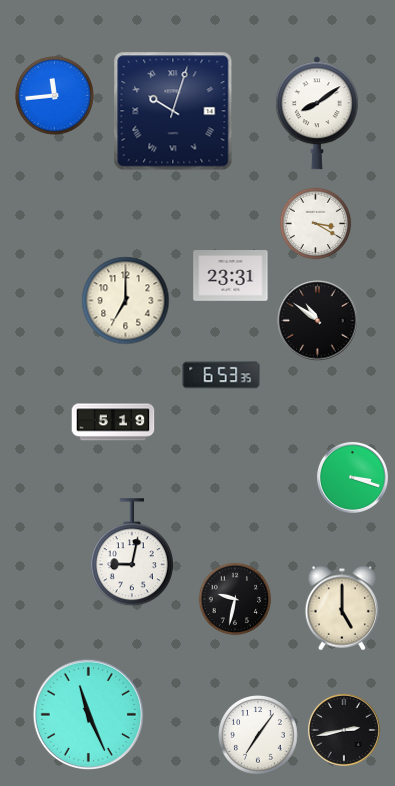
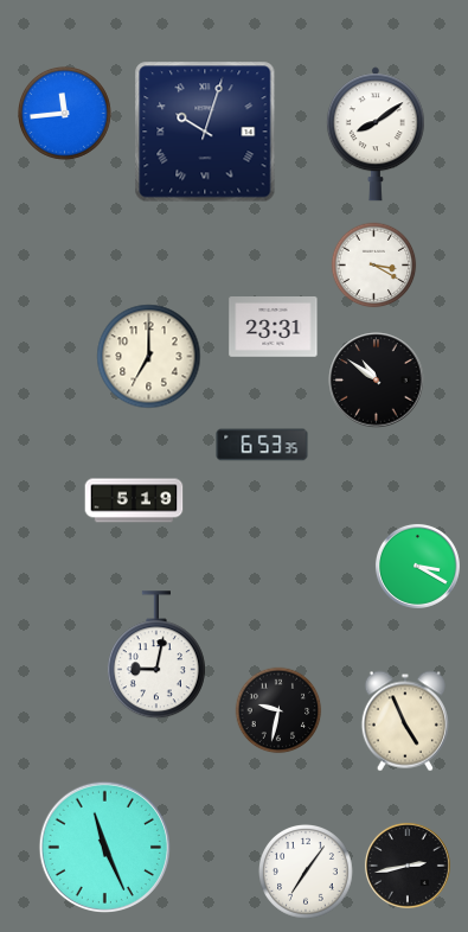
clock at (352, 477): 3:18 -> 3:20
clock at (341, 608): 5:00 -> 4:56
